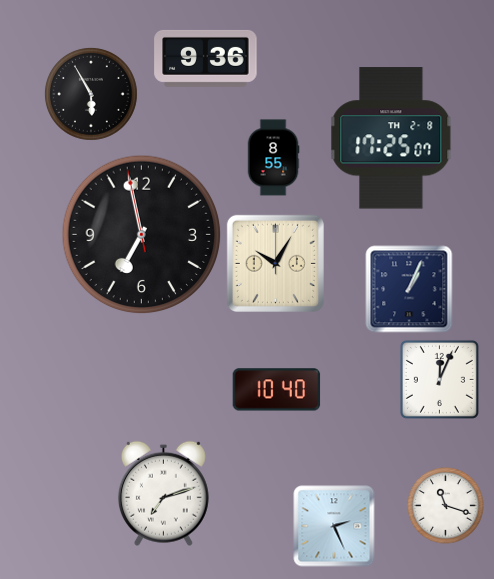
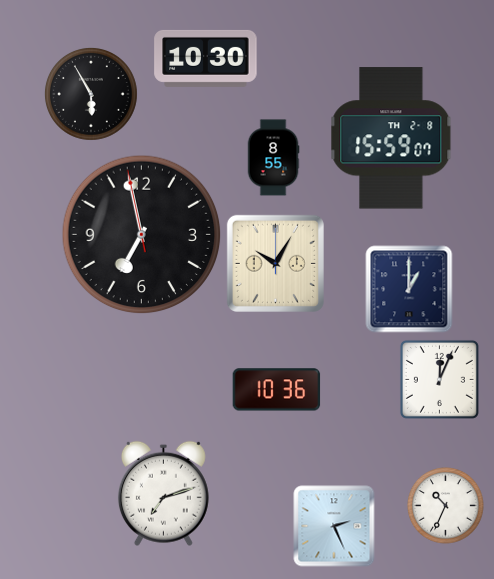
clock at (206, 58): 9:36 -> 10:30
clock at (391, 138): 17:25 -> 15:59
clock at (409, 289): 1:04 -> 1:00
clock at (277, 390): 10:40 -> 10:36
clock at (446, 506): 11:18 -> 10:34
